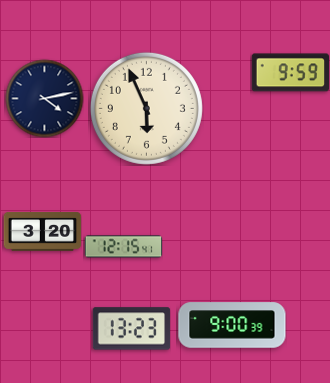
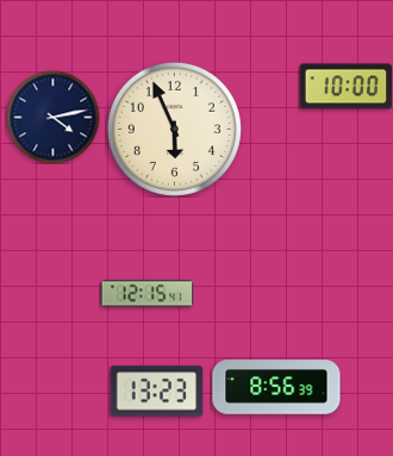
clock at (290, 73): 9:59 -> 10:00
clock at (42, 231): 3:20 -> none
clock at (232, 325): 9:00 -> 8:56
